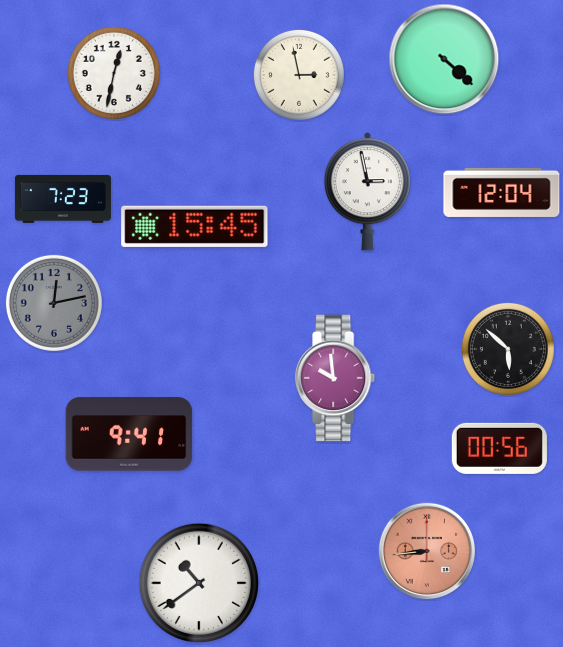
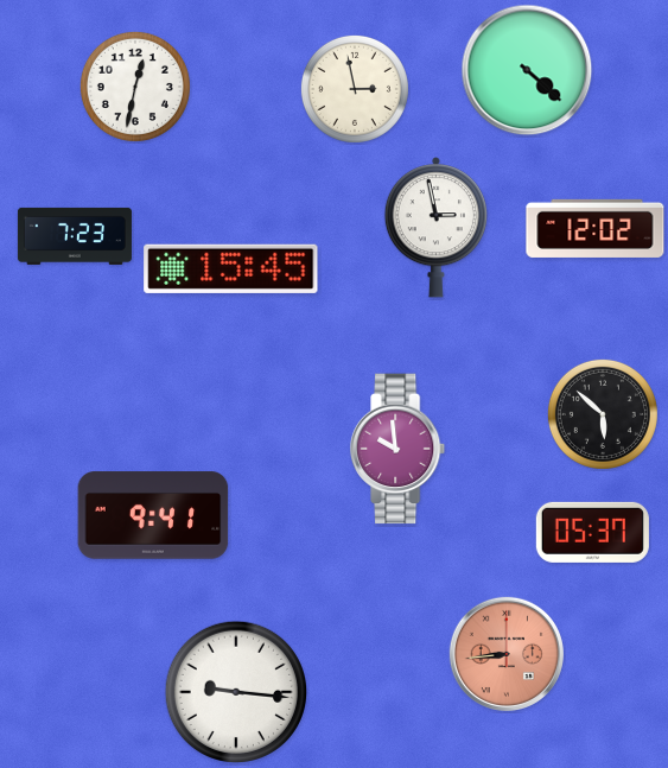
clock at (502, 192): 12:04 -> 12:02
clock at (54, 303): 12:13 -> none
clock at (499, 448): 00:56 -> 05:37
clock at (198, 582): 10:39 -> 9:16
